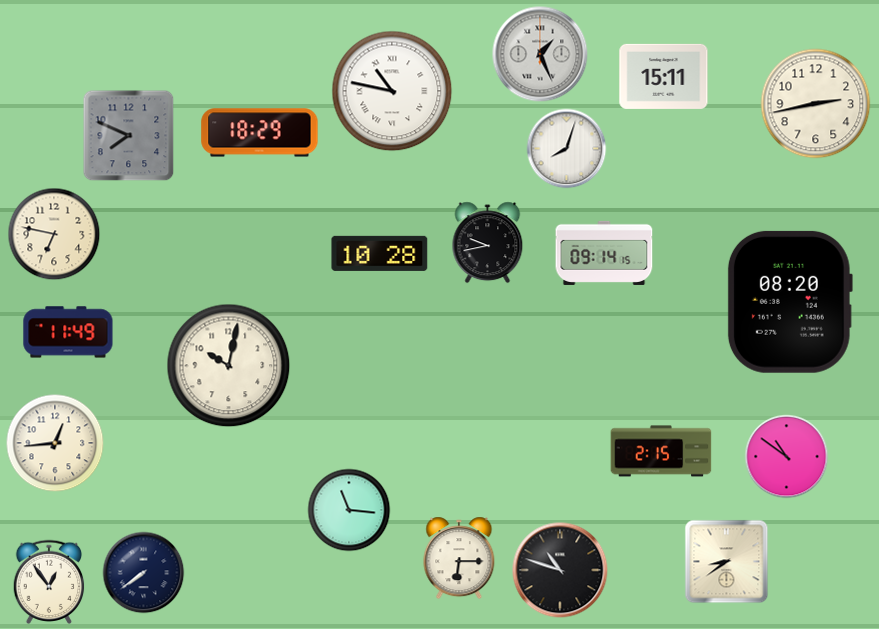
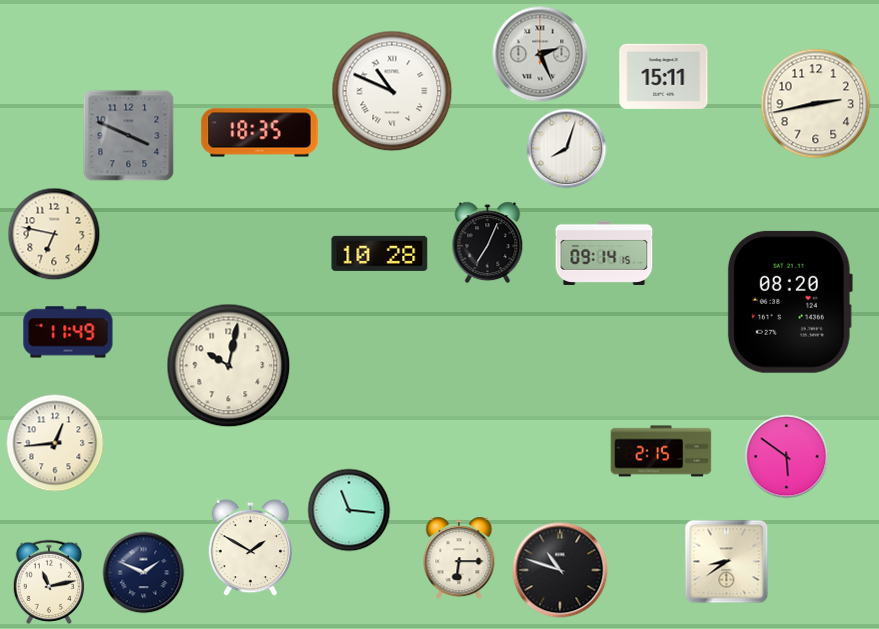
clock at (540, 54): 1:26 -> 2:26
clock at (392, 91): 10:47 -> 10:49
clock at (260, 133): 18:29 -> 18:35
clock at (129, 136): 7:49 -> 3:49
clock at (488, 243): 9:43 -> 7:04
clock at (787, 457): 10:51 -> 5:51
clock at (251, 548): none -> 1:50
clock at (144, 573): 7:39 -> 1:49
clock at (49, 581): 12:54 -> 11:13
